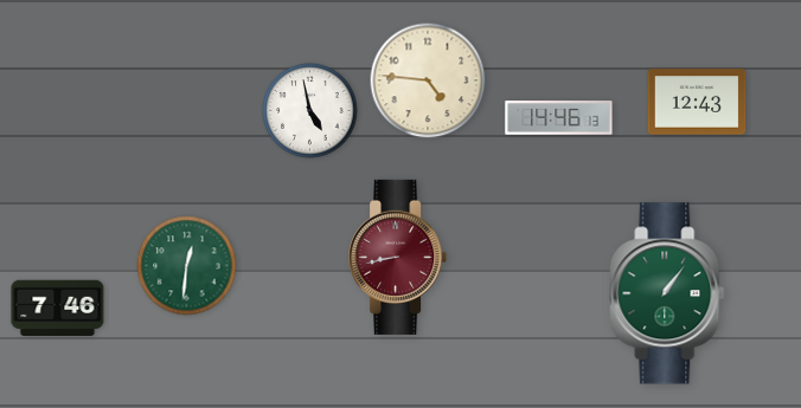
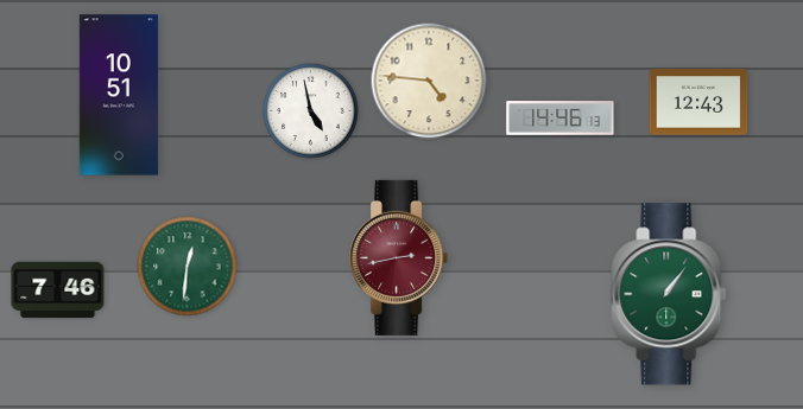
clock at (119, 95): none -> 10:51
clock at (398, 257): 8:43 -> 2:43
clock at (58, 309) position: (58, 309) -> (58, 290)
